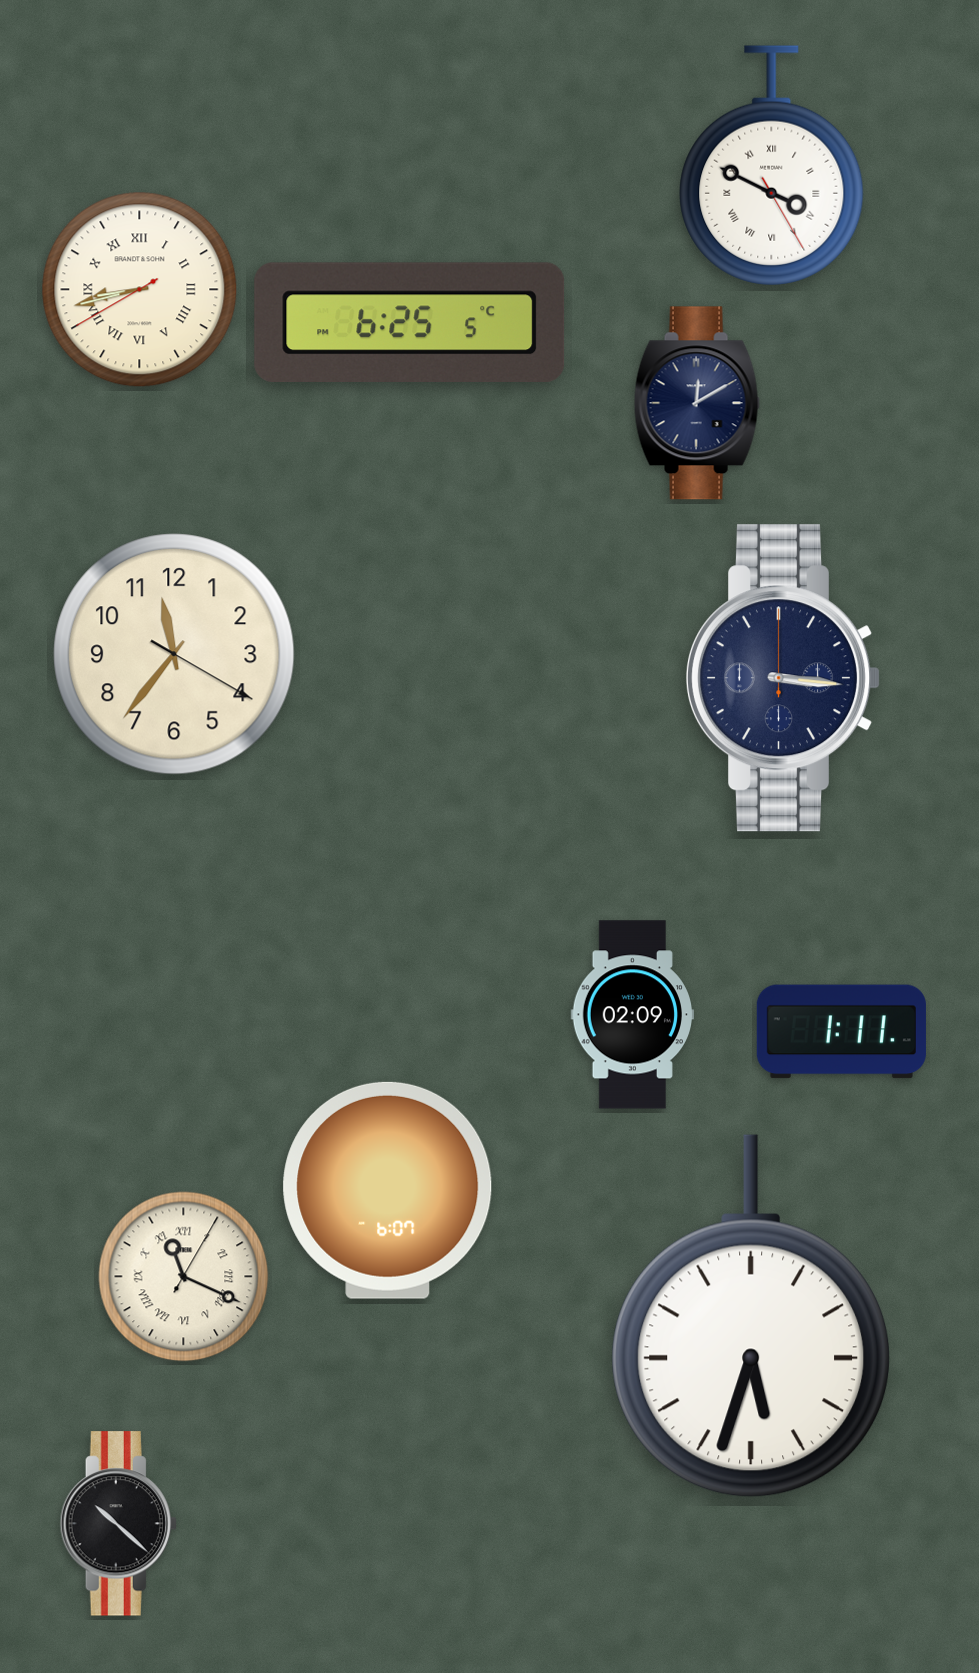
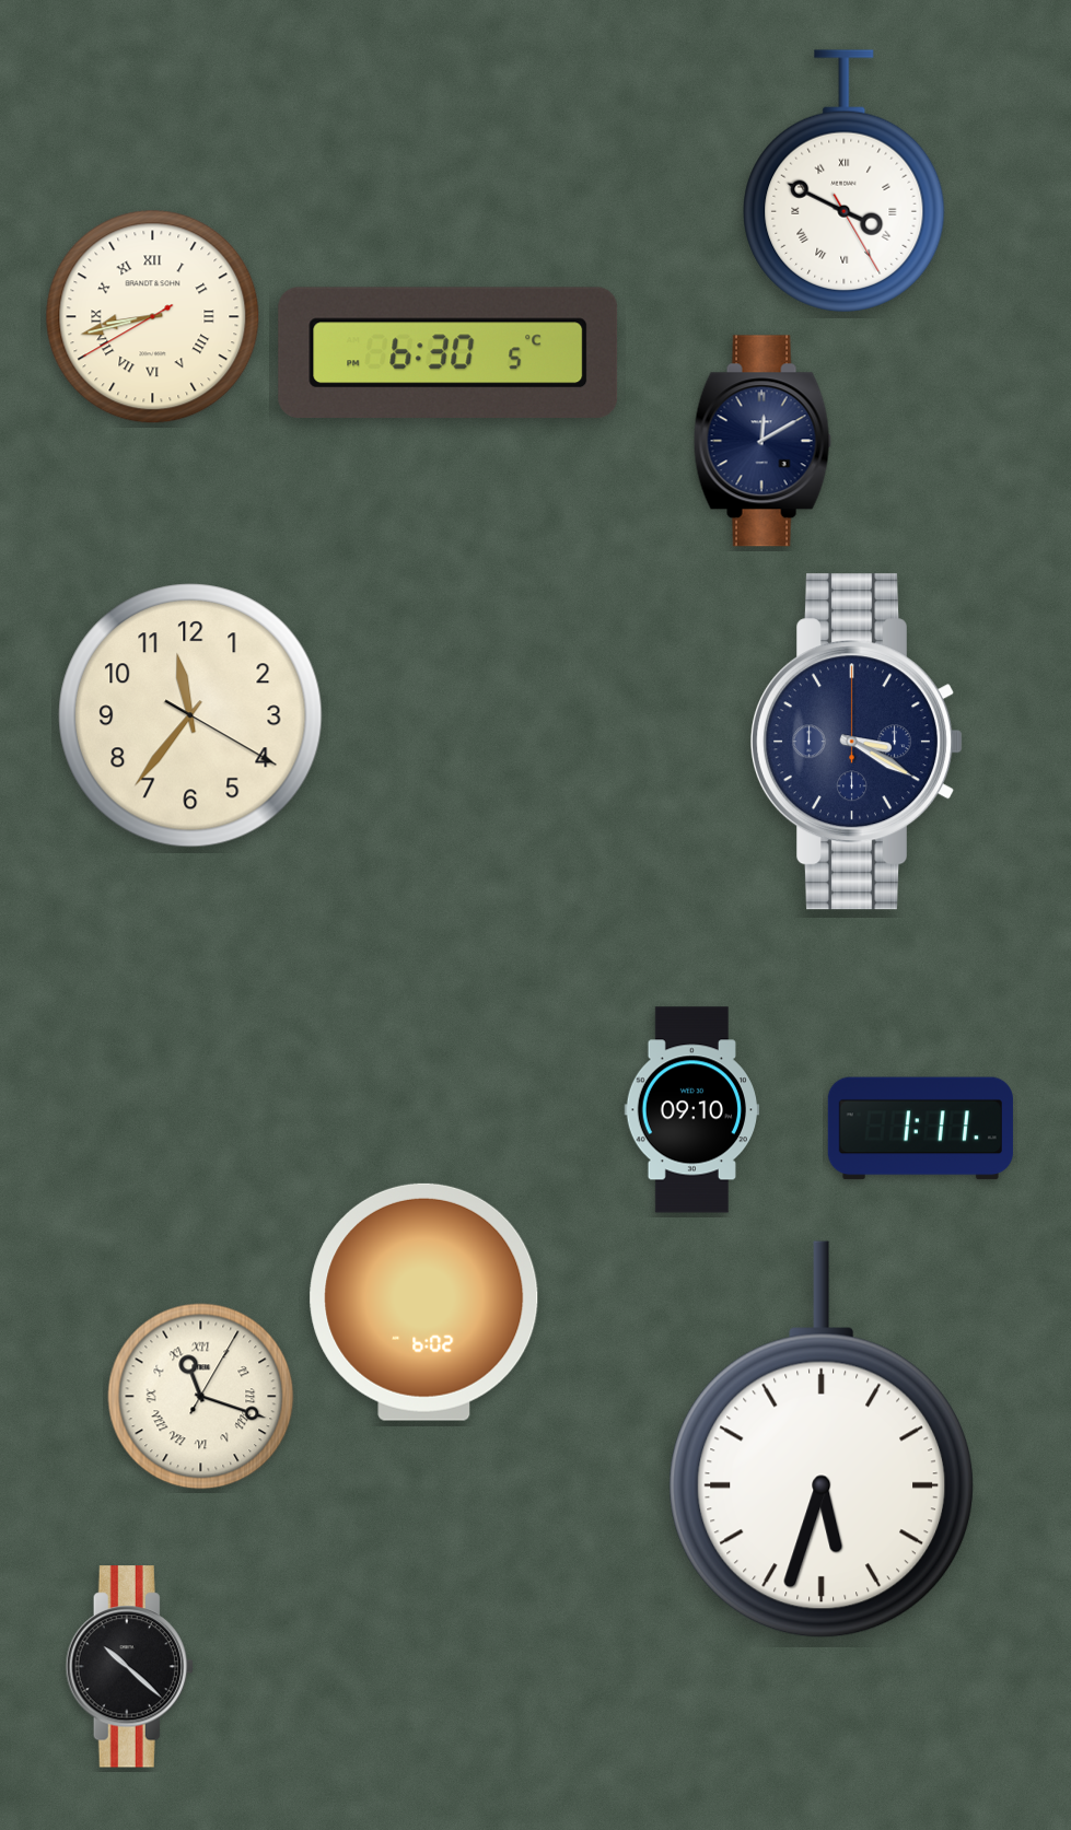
clock at (410, 322): 6:25 -> 6:30
clock at (783, 678): 3:16 -> 3:20
clock at (632, 1015): 02:09 -> 09:10
clock at (388, 1190): 6:07 -> 6:02
clock at (184, 1277): 11:19 -> 11:18
